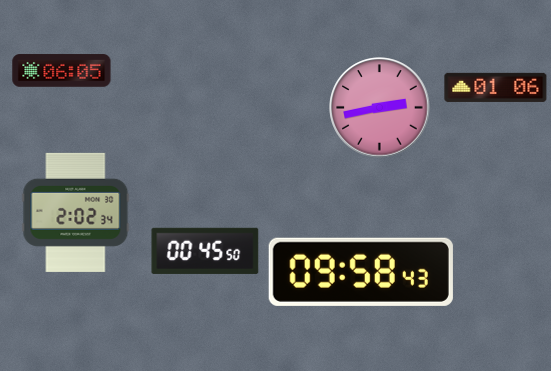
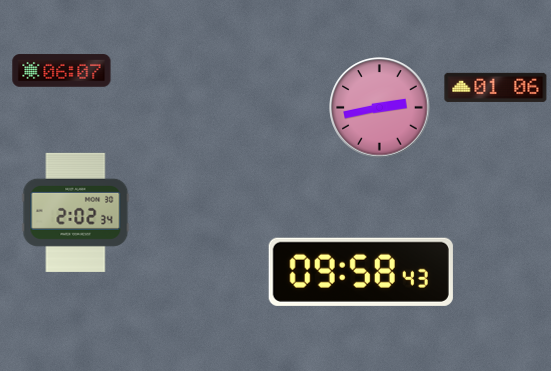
clock at (62, 71): 06:05 -> 06:07
clock at (205, 251): 00:45 -> none
